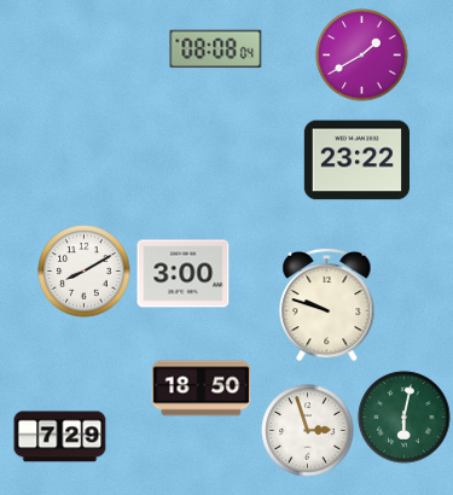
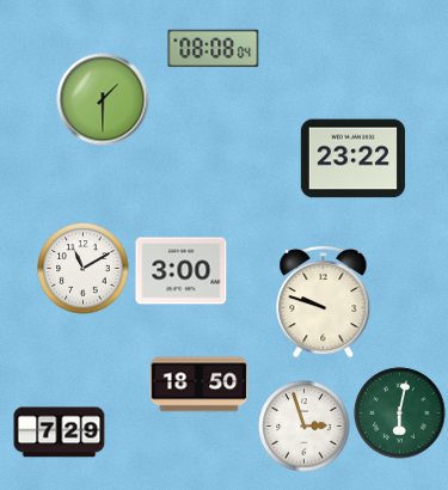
clock at (362, 56): 1:40 -> none
clock at (103, 99): none -> 1:30
clock at (85, 272): 8:10 -> 11:10
